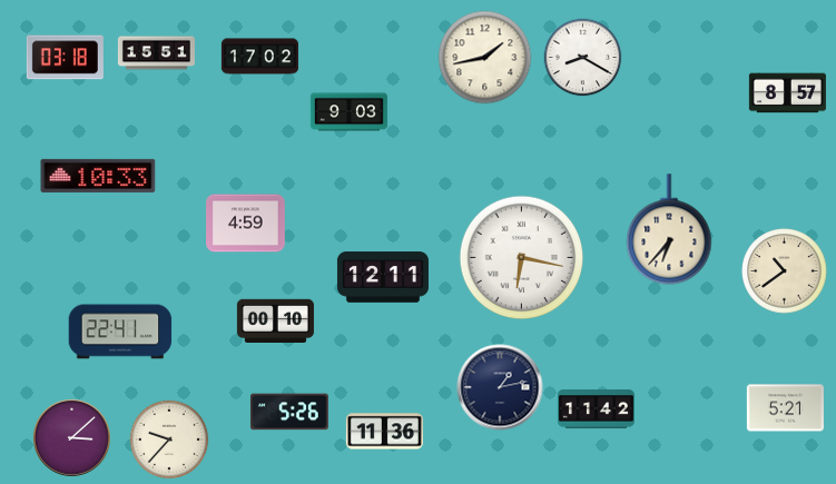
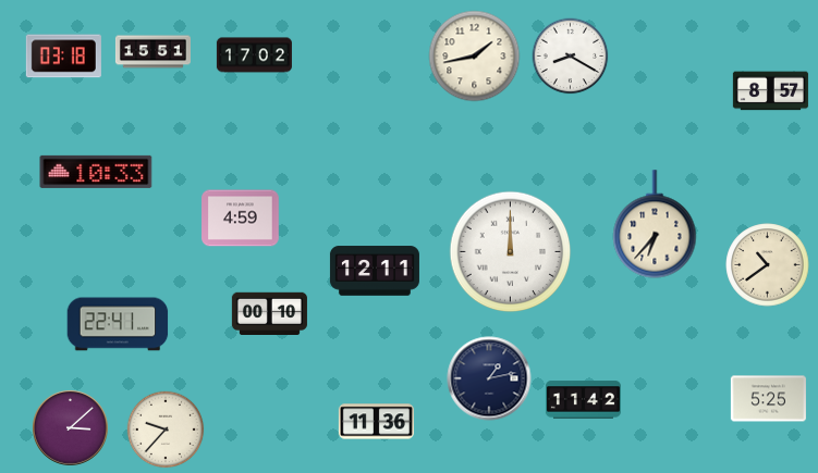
clock at (348, 112): 9:03 -> none
clock at (522, 258): 6:17 -> 12:00
clock at (785, 408): 5:21 -> 5:25
clock at (289, 412): 5:26 -> none
